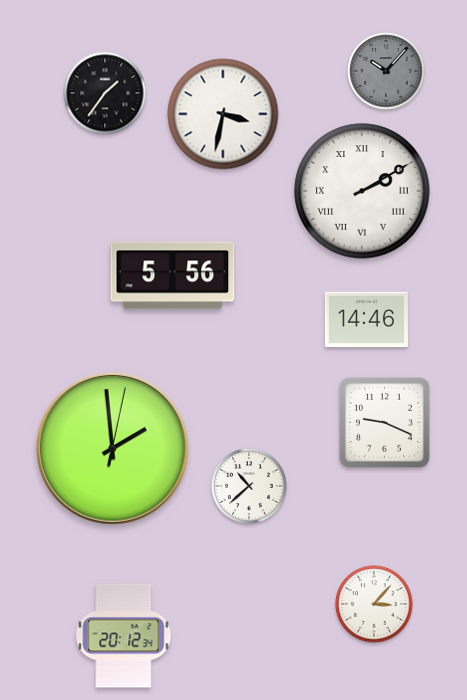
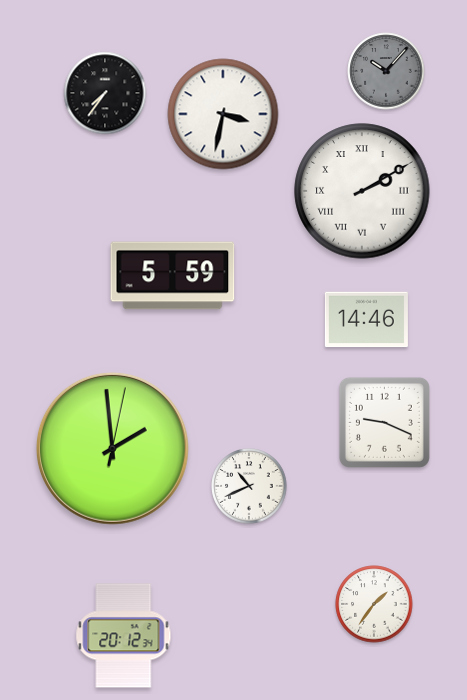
clock at (105, 93): 1:36 -> 7:36
clock at (173, 276): 5:56 -> 5:59
clock at (249, 486): 10:38 -> 10:41
clock at (374, 604): 3:07 -> 1:36
